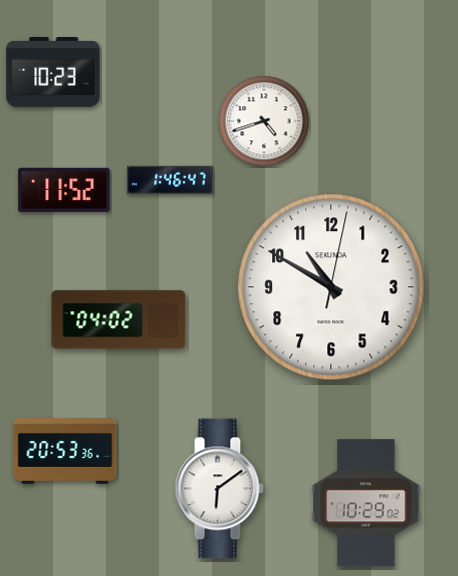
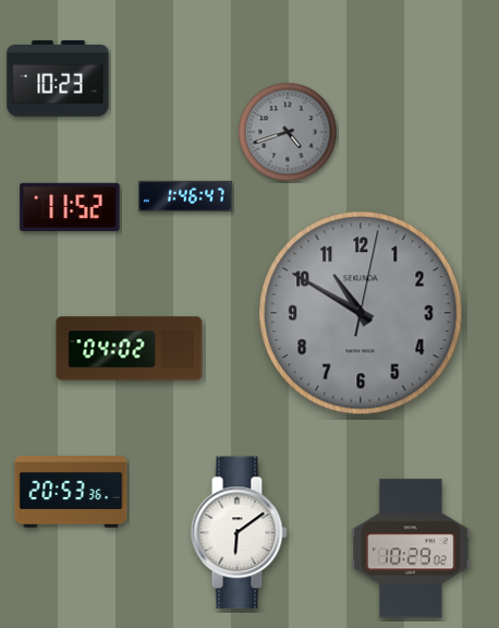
clock at (264, 121) dial: white -> grey
clock at (331, 287) dial: white -> grey
clock at (366, 503) position: (366, 503) -> (411, 548)
